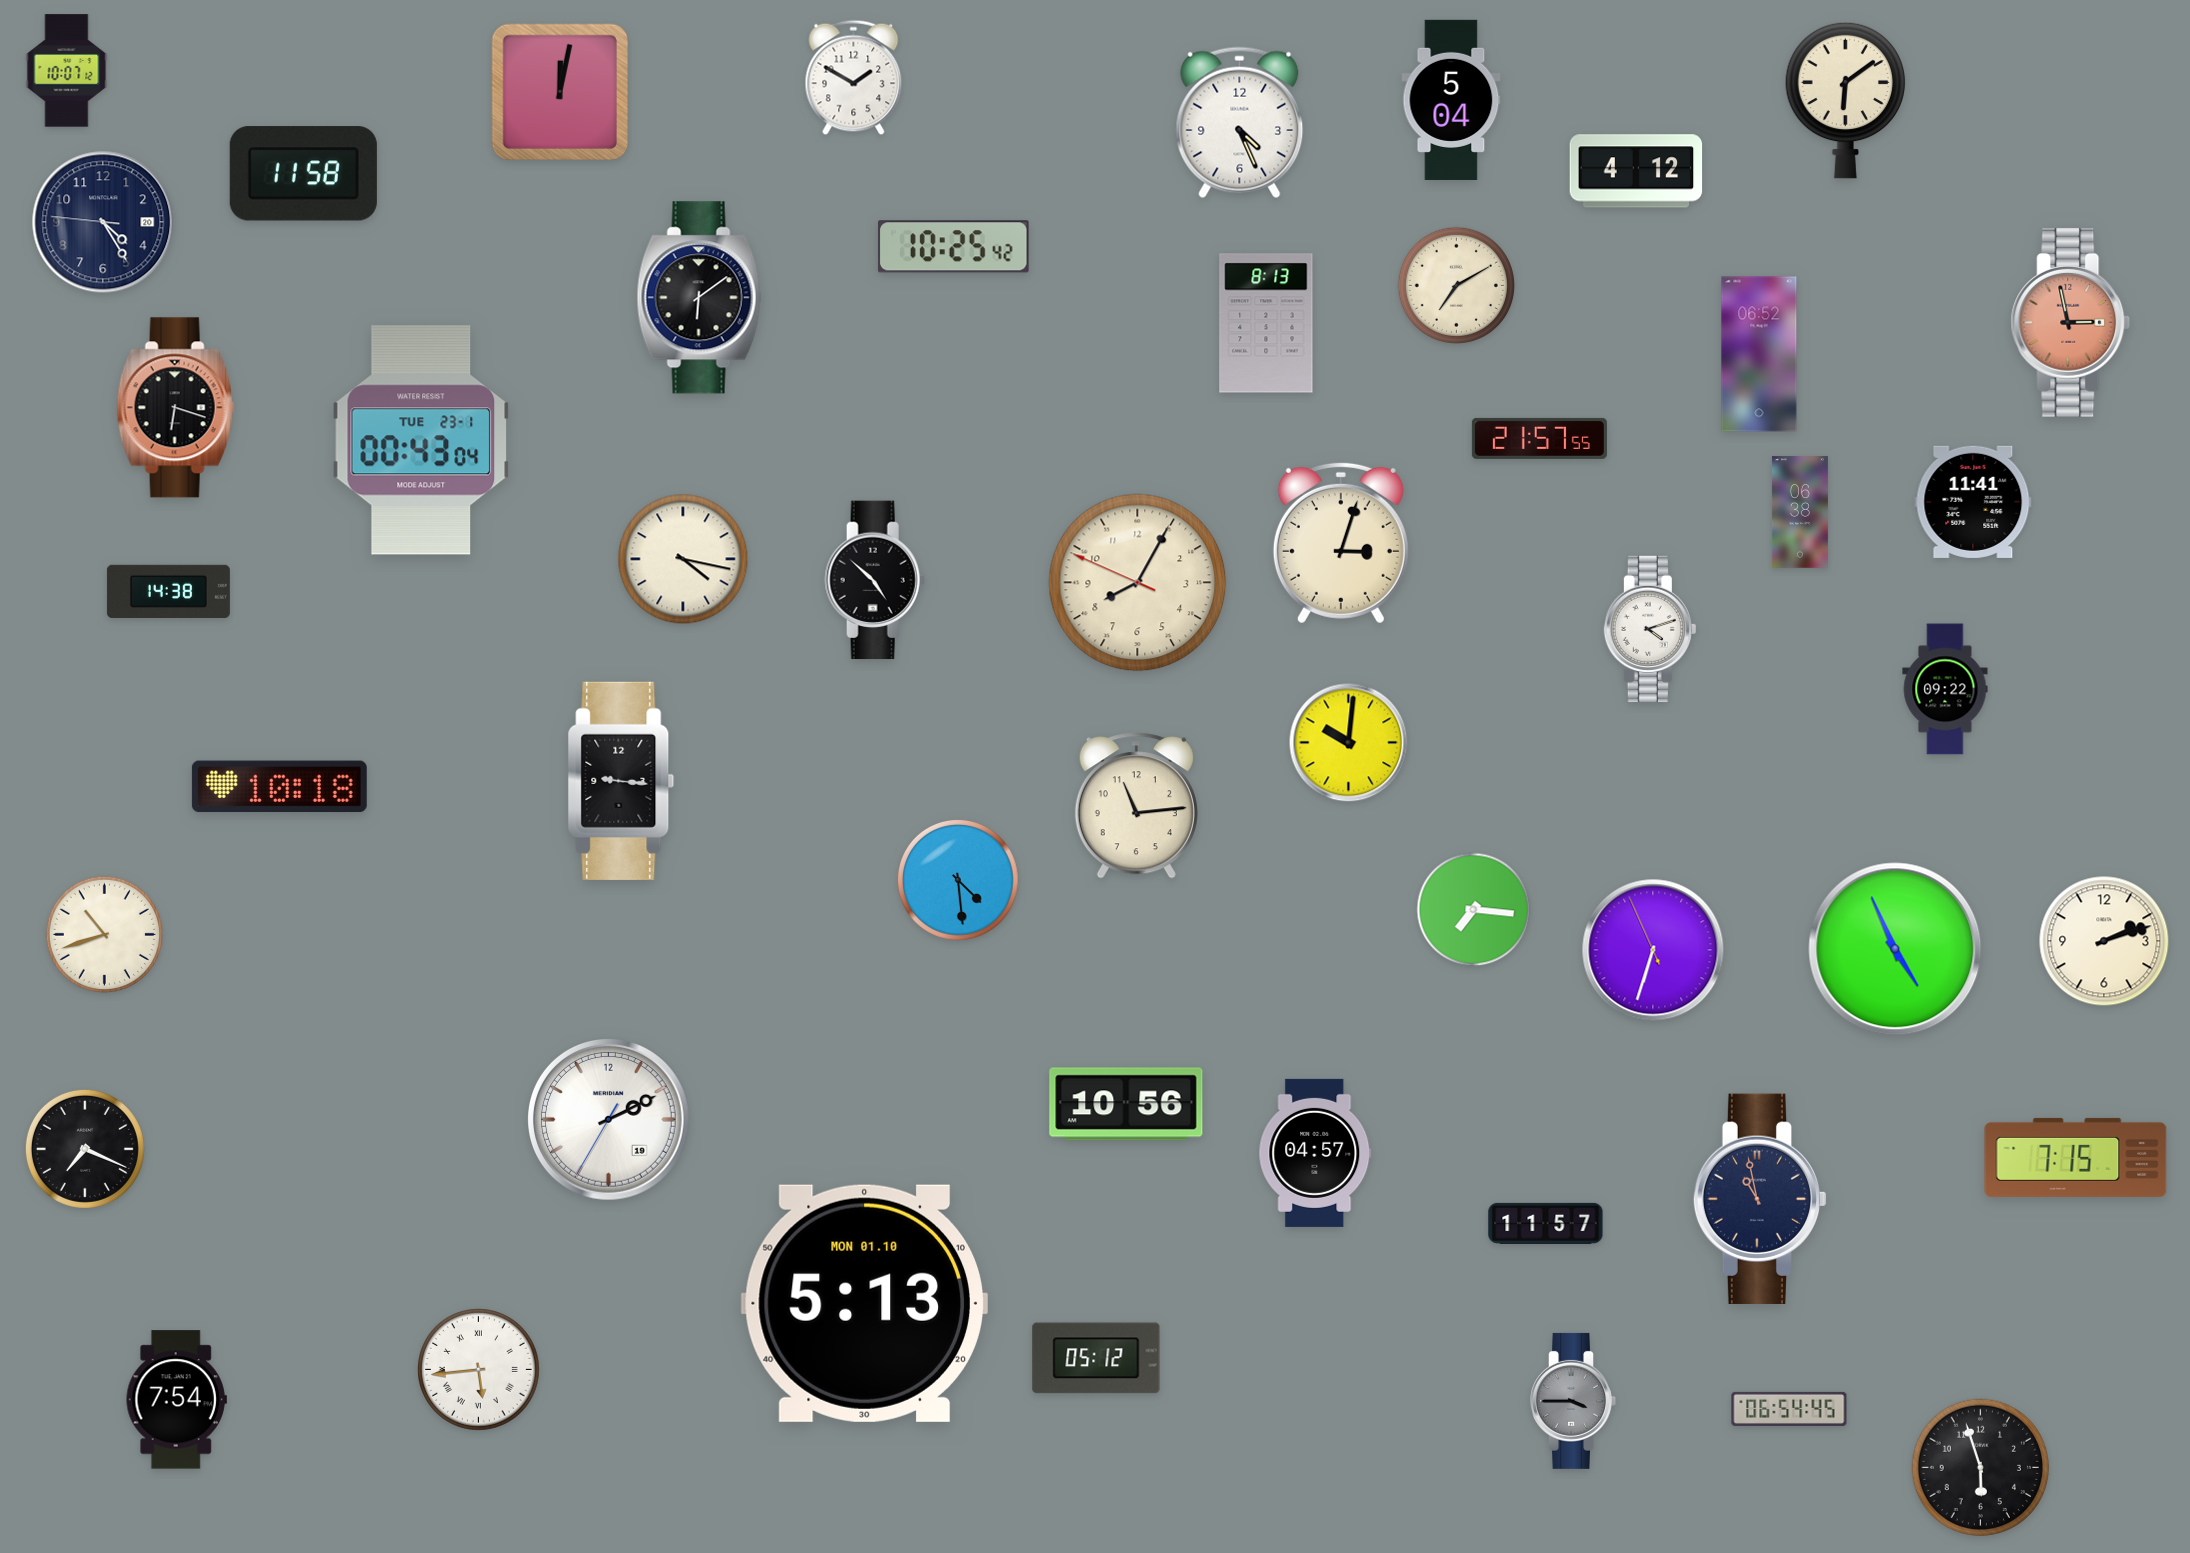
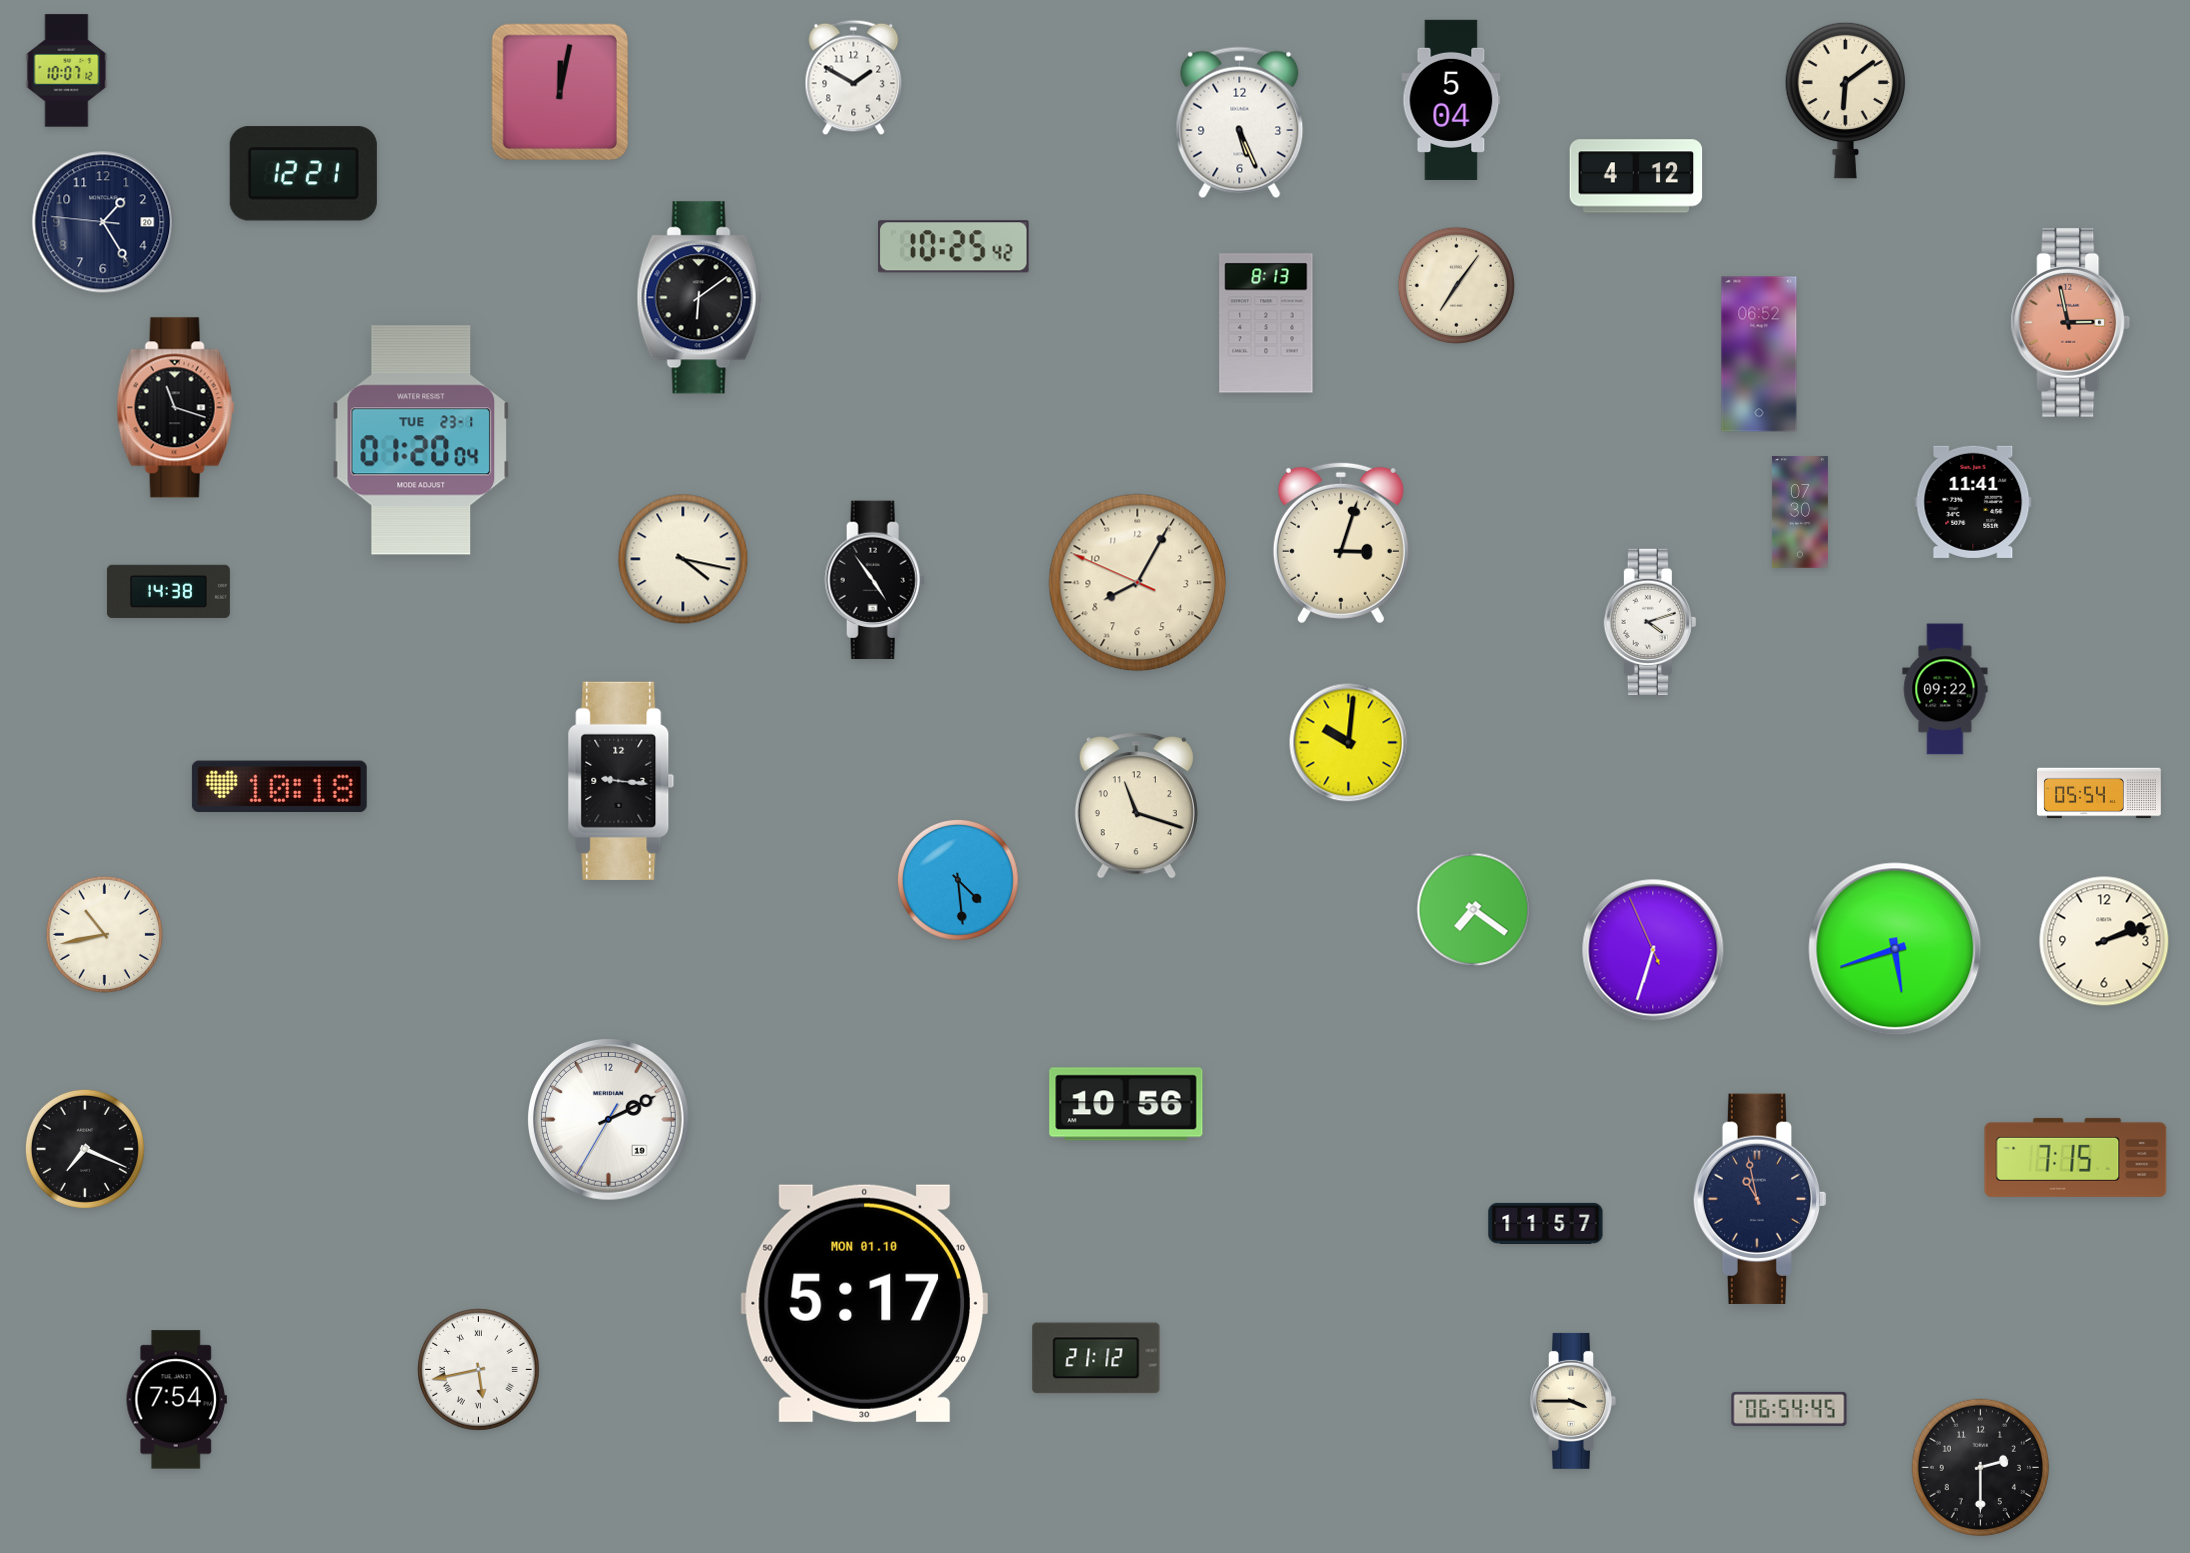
clock at (1240, 123): 4:26 -> 5:26
clock at (1636, 171) position: (1636, 171) -> (1636, 176)
clock at (303, 174): 11:58 -> 12:21
clock at (103, 222): 4:24 -> 1:24
clock at (1456, 285): 7:10 -> 7:06
clock at (176, 408): 6:18 -> 11:18
clock at (1539, 438): 21:57 -> none
clock at (421, 440): 00:43 -> 01:20
clock at (1800, 512): 06:38 -> 07:30
clock at (875, 580): 4:52 -> 4:54
clock at (1650, 628) position: (1650, 628) -> (1650, 621)
clock at (2099, 793): none -> 05:54
clock at (1136, 806): 11:14 -> 11:18
clock at (1474, 910): 7:16 -> 7:21
clock at (104, 934): 10:42 -> 10:43
clock at (1895, 949): 4:56 -> 5:42
clock at (1315, 1153): 04:57 -> none
clock at (864, 1303): 5:13 -> 5:17
clock at (1096, 1358): 05:12 -> 21:12
clock at (479, 1370): 5:44 -> 5:43
clock at (1573, 1401) dial: grey -> cream
clock at (1980, 1467): 5:57 -> 2:30
